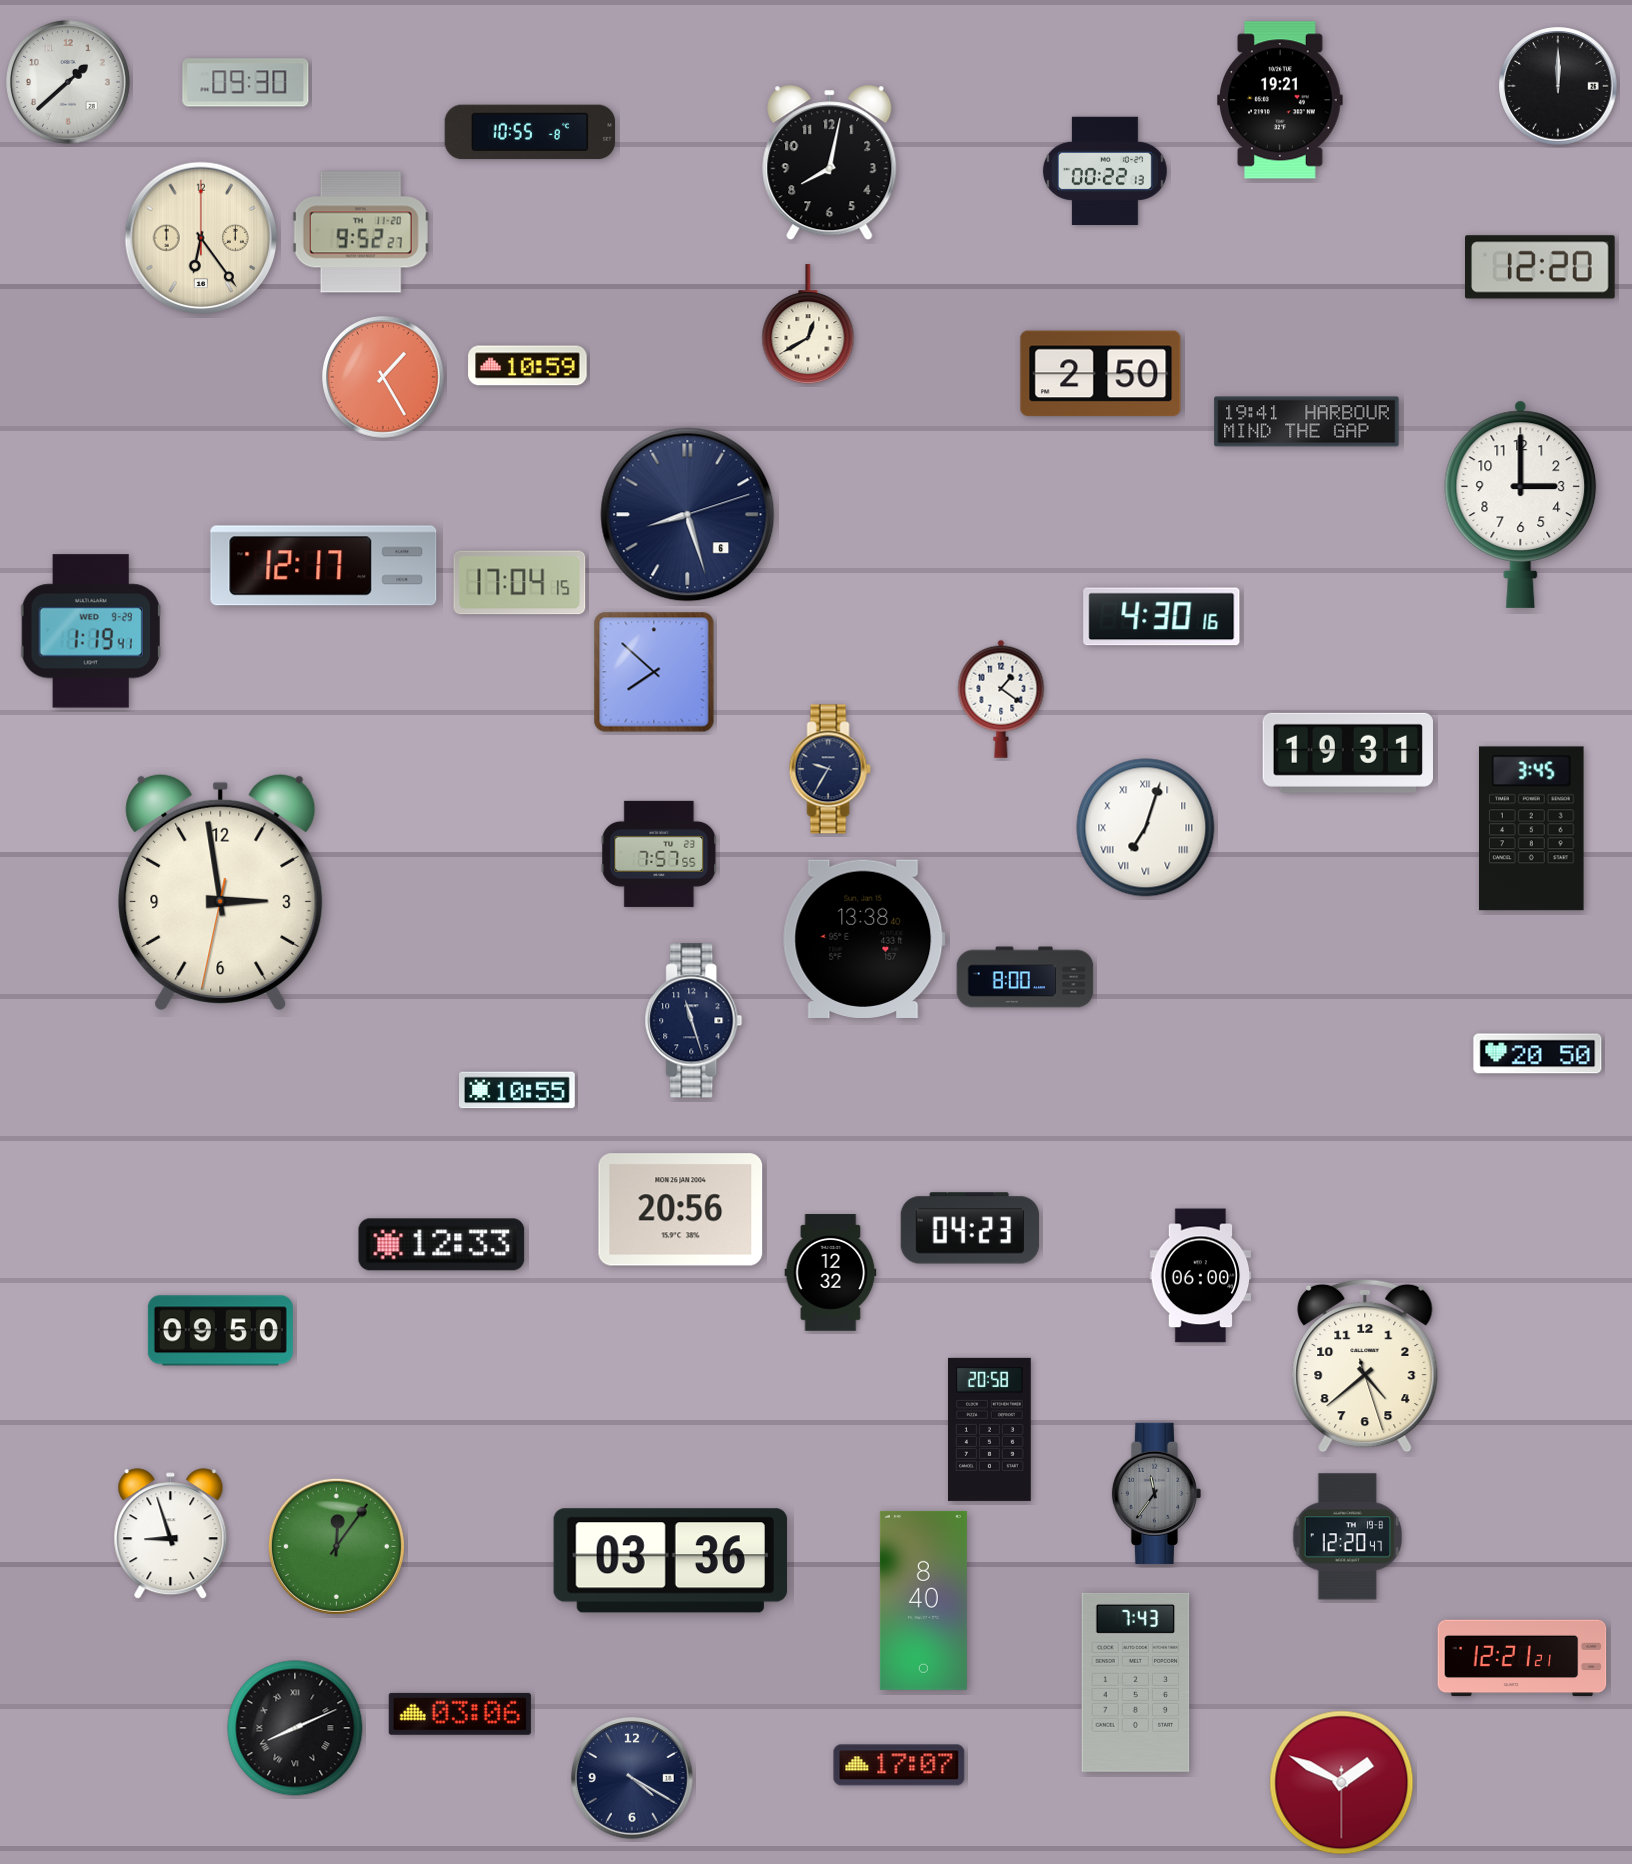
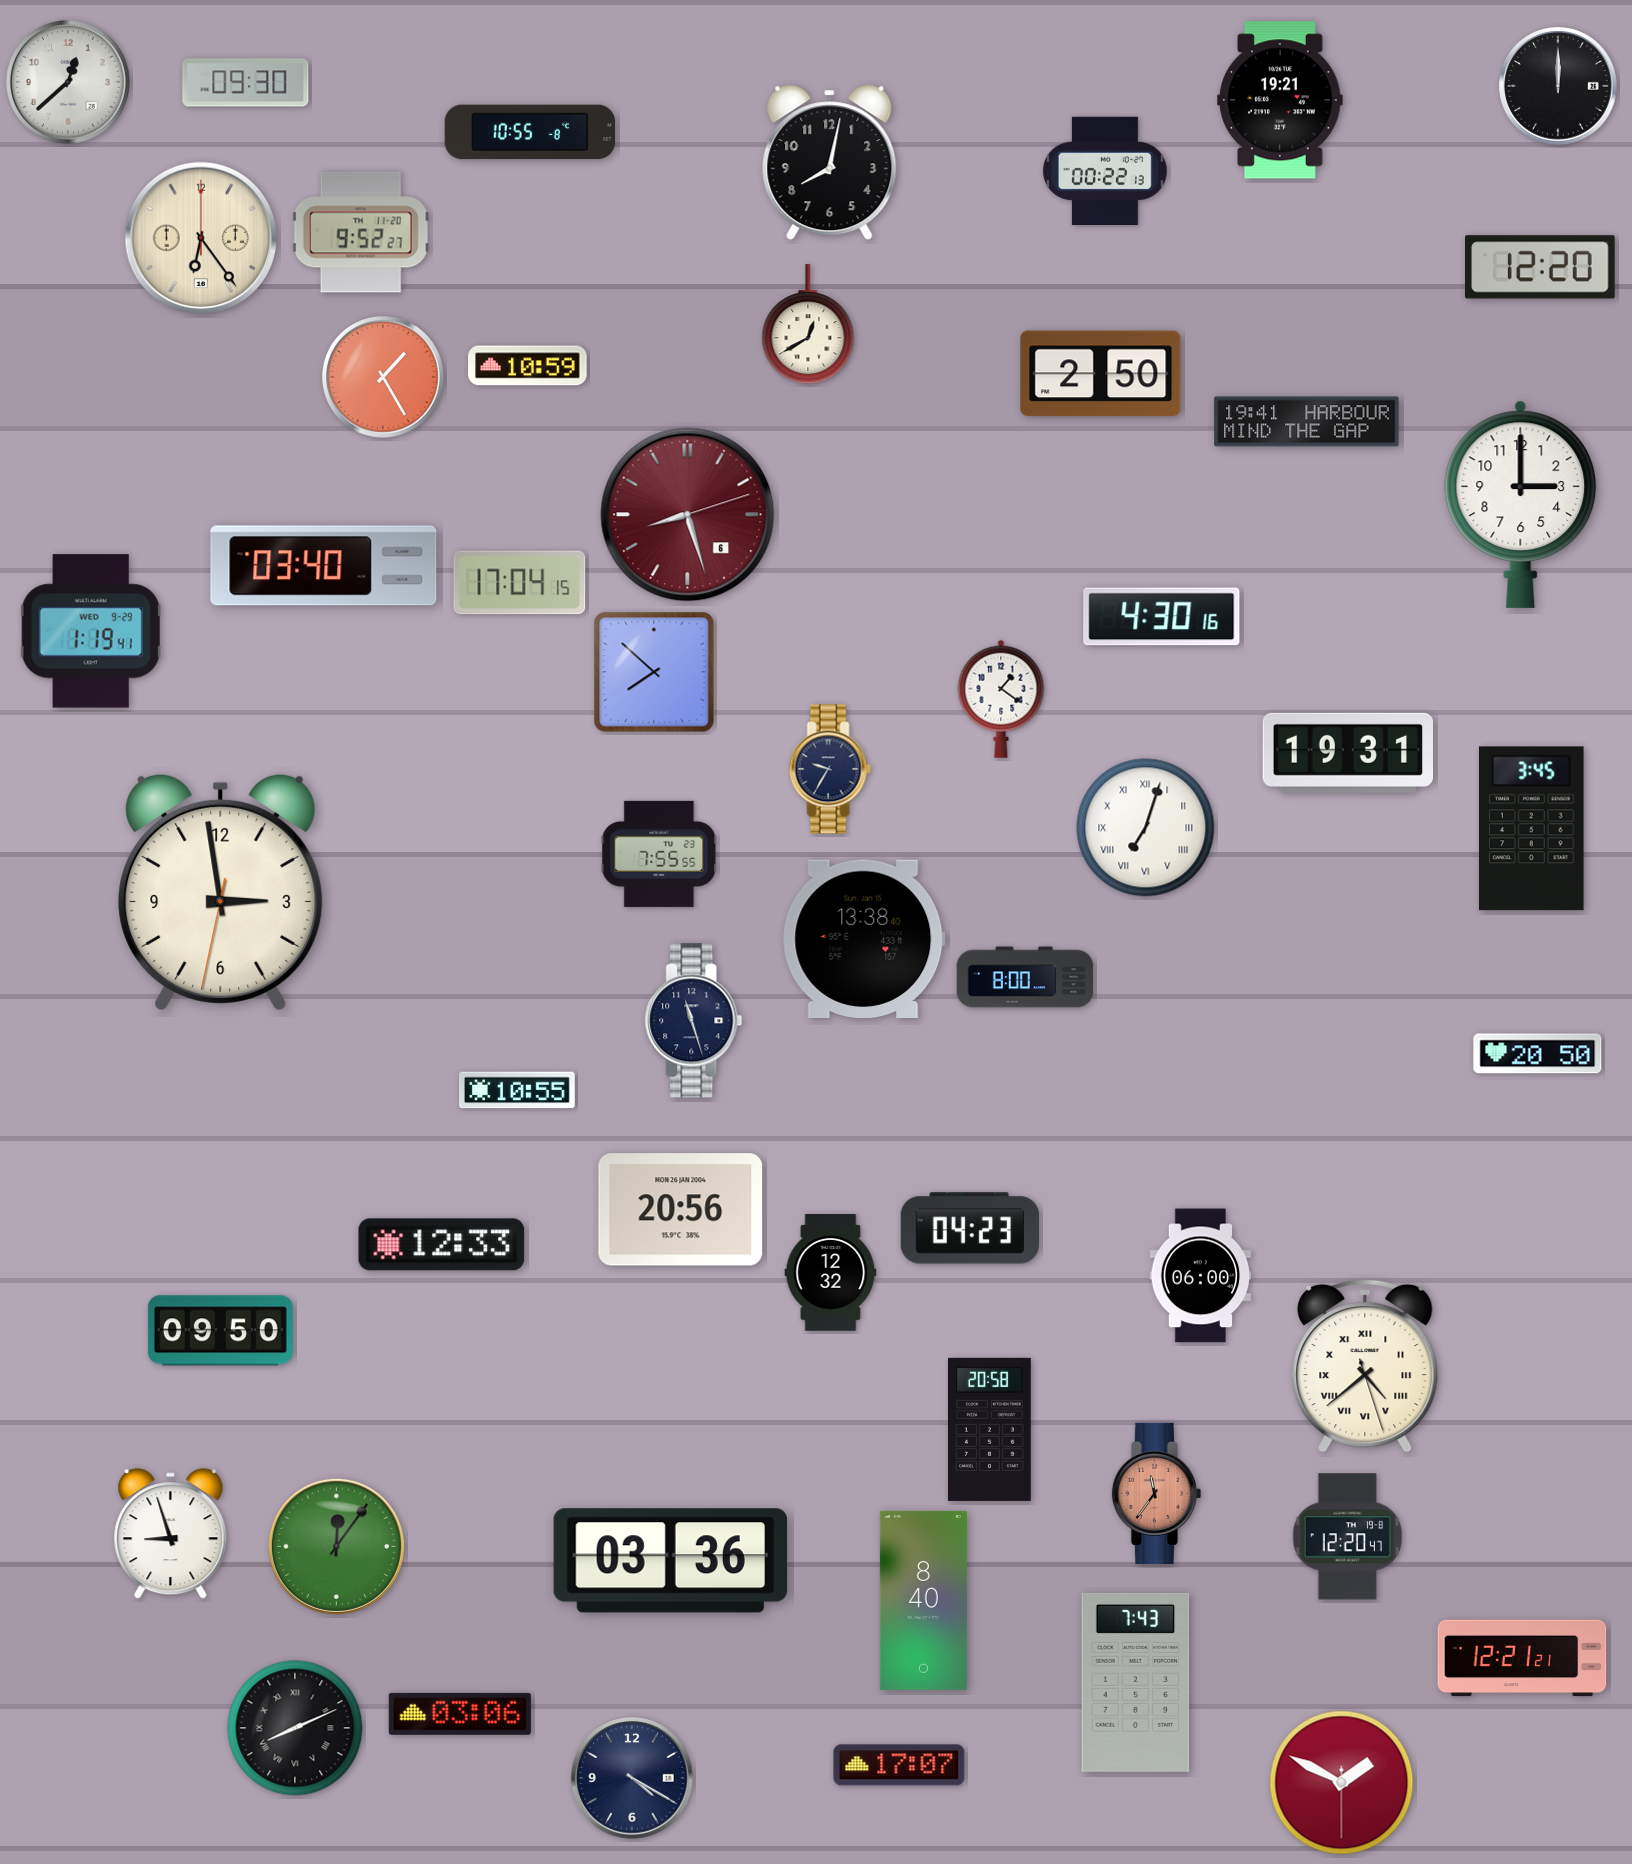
clock at (68, 82): 1:38 -> 12:38
clock at (688, 515) dial: navy -> burgundy
clock at (324, 566): 12:17 -> 03:40
clock at (659, 854): 7:57 -> 7:55
clock at (1365, 1366) numerals: Arabic -> Roman
clock at (1156, 1493) dial: grey -> salmon
